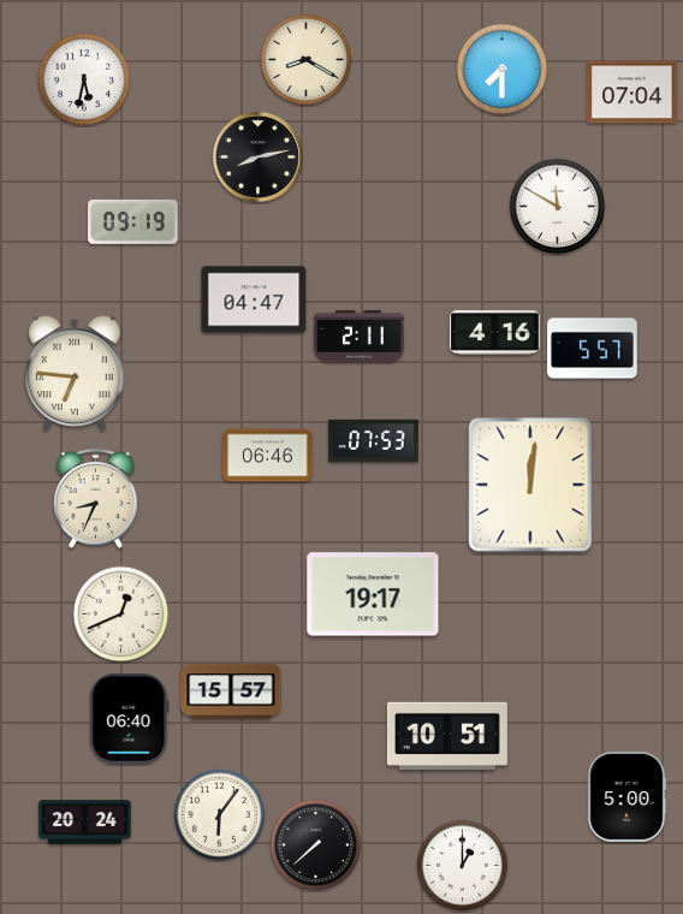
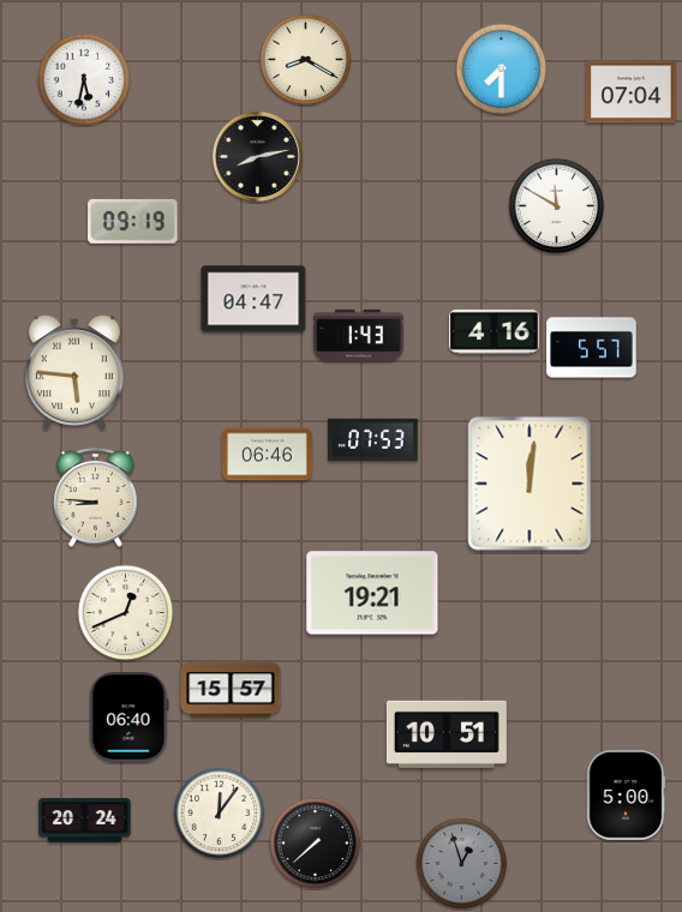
clock at (360, 336): 2:11 -> 1:43
clock at (75, 373): 6:46 -> 5:46
clock at (96, 498): 8:34 -> 8:46
clock at (373, 594): 19:17 -> 19:21
clock at (121, 615) position: (121, 615) -> (126, 613)
clock at (220, 815): 6:06 -> 12:06
clock at (463, 866): 1:00 -> 12:57
clock at (463, 866) dial: white -> grey
